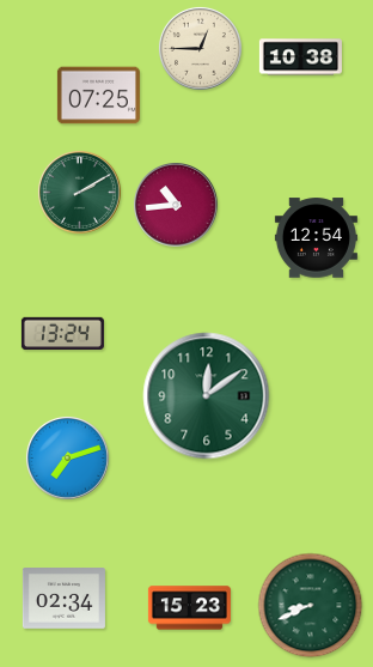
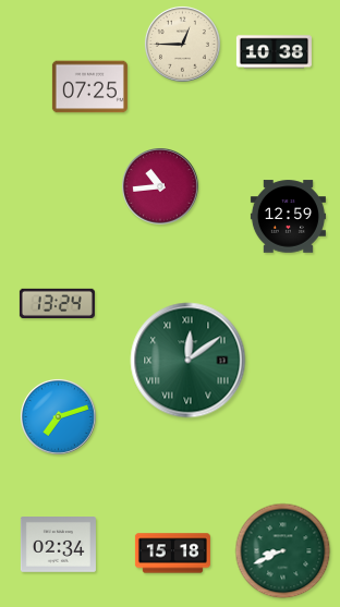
clock at (79, 192): 2:10 -> none
clock at (316, 238): 12:54 -> 12:59
clock at (207, 396) numerals: Arabic -> Roman
clock at (67, 457) position: (67, 457) -> (58, 416)
clock at (189, 608): 15:23 -> 15:18
